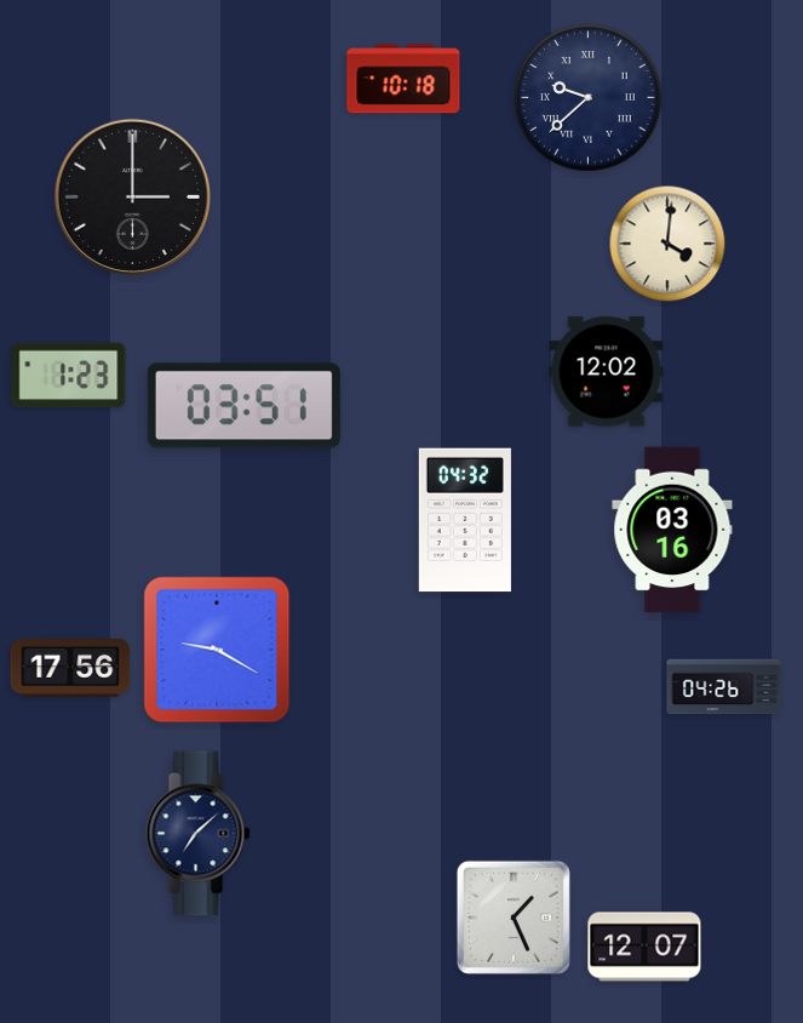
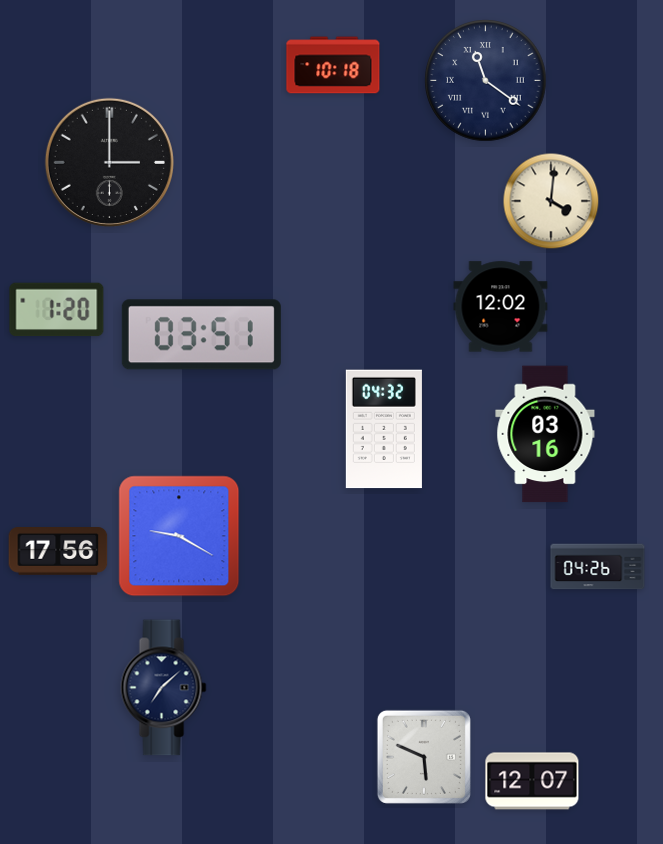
clock at (589, 98): 9:38 -> 11:21
clock at (69, 376): 1:23 -> 1:20
clock at (672, 530) position: (672, 530) -> (545, 434)
clock at (514, 918): 1:26 -> 5:49
